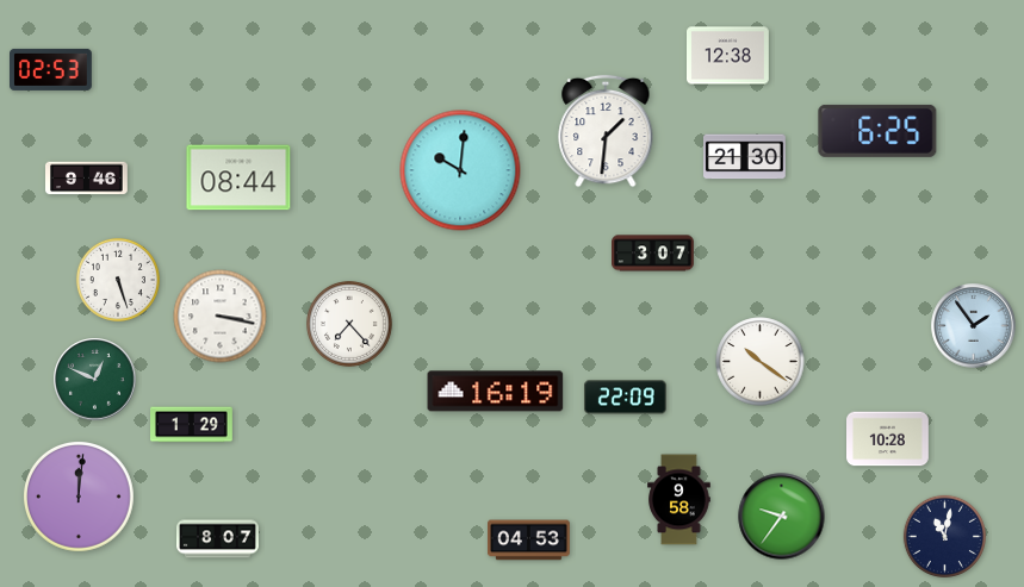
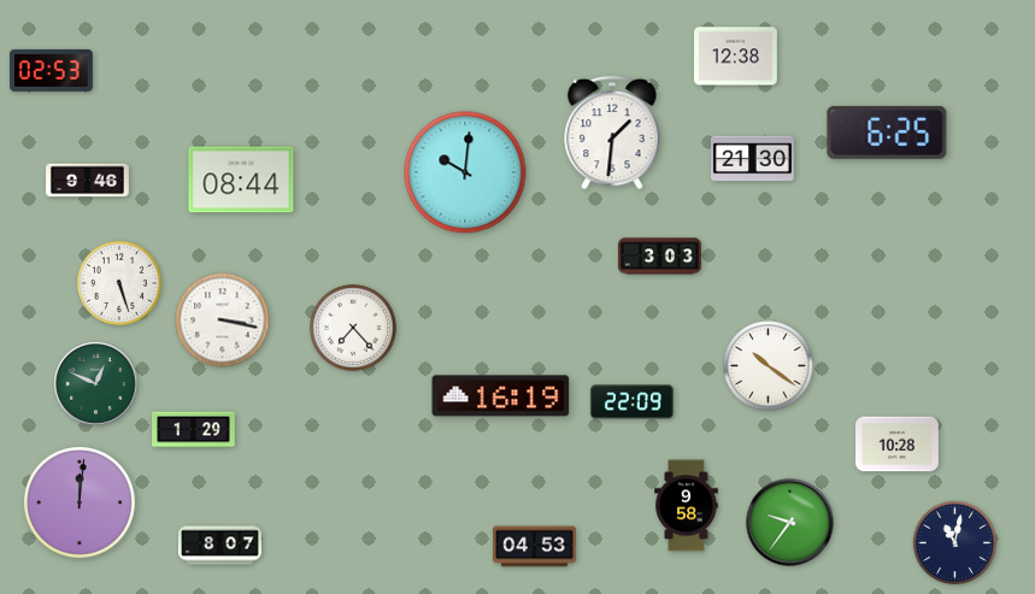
clock at (653, 254): 3:07 -> 3:03
clock at (974, 326): 1:54 -> none
